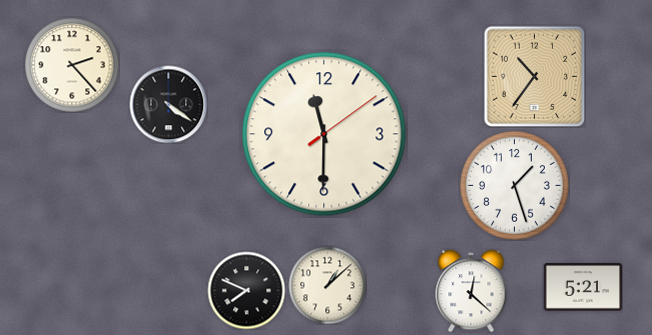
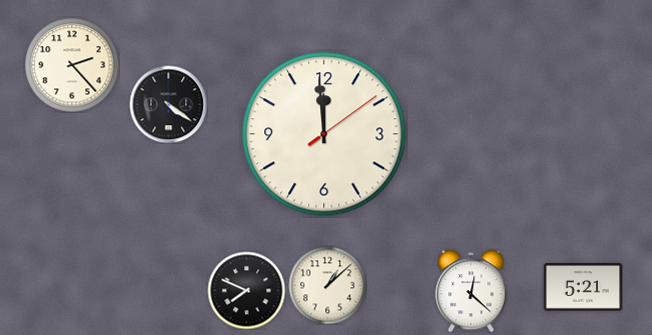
clock at (534, 76): 10:36 -> none
clock at (324, 134): 11:30 -> 11:59
clock at (514, 185): 1:27 -> none
